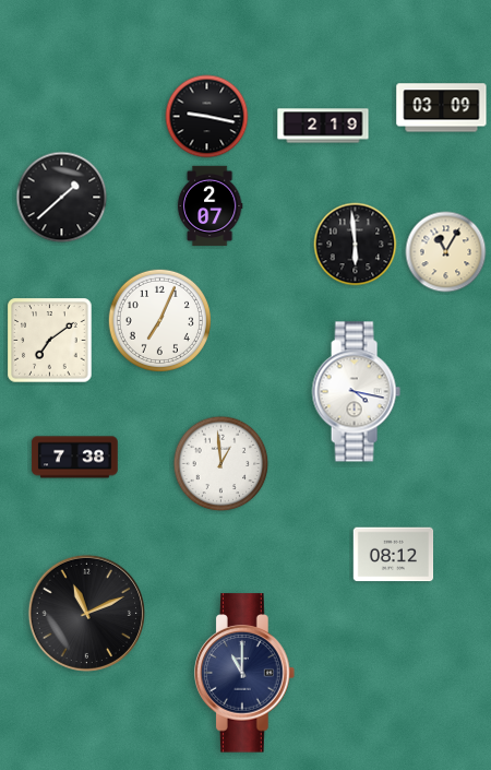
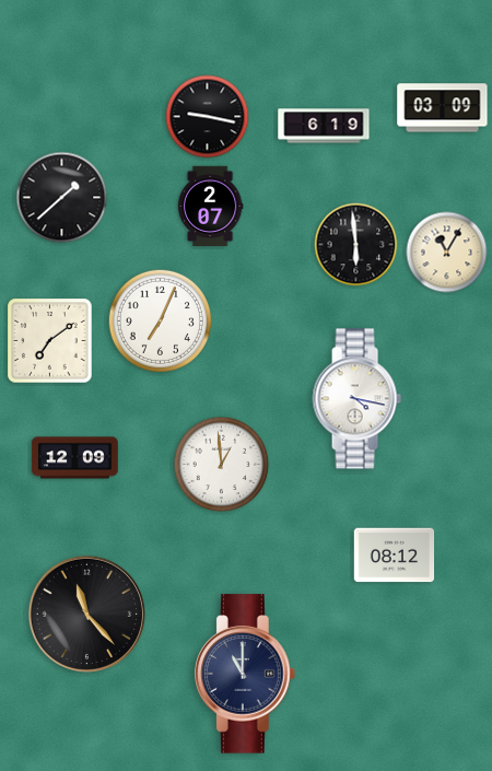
clock at (323, 126): 2:19 -> 6:19
clock at (356, 392) position: (356, 392) -> (356, 399)
clock at (75, 458): 7:38 -> 12:09
clock at (86, 613): 11:11 -> 11:23
